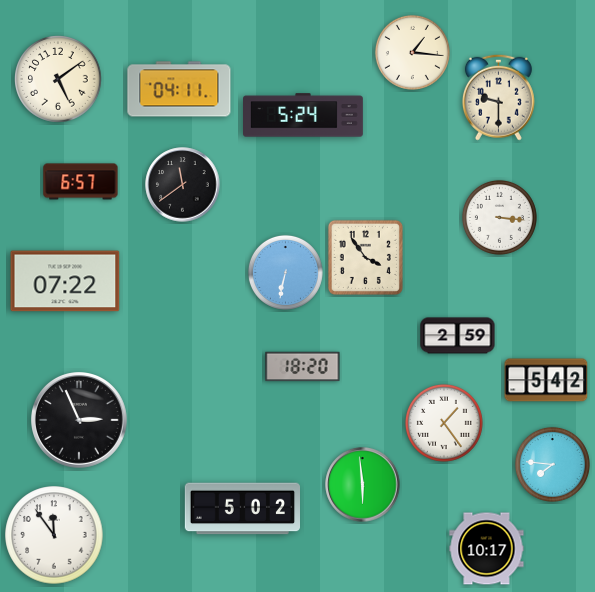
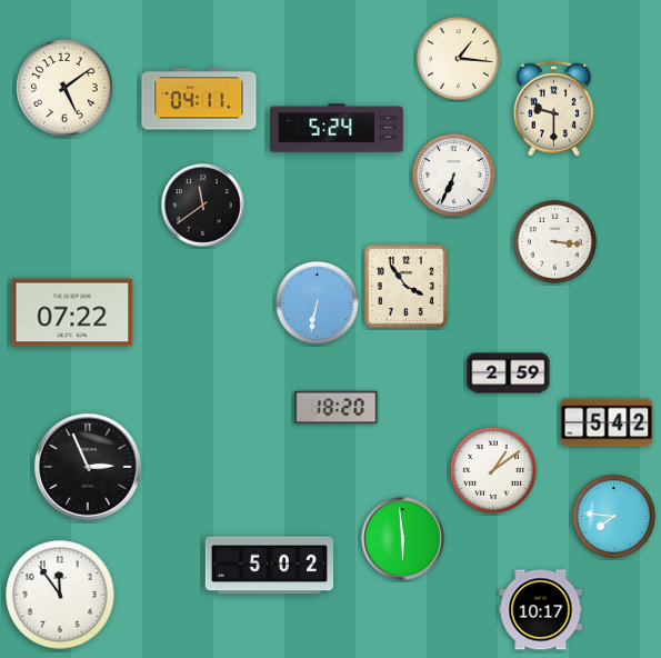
clock at (453, 175): none -> 6:34
clock at (81, 182): 6:57 -> none
clock at (444, 423): 1:24 -> 1:09
